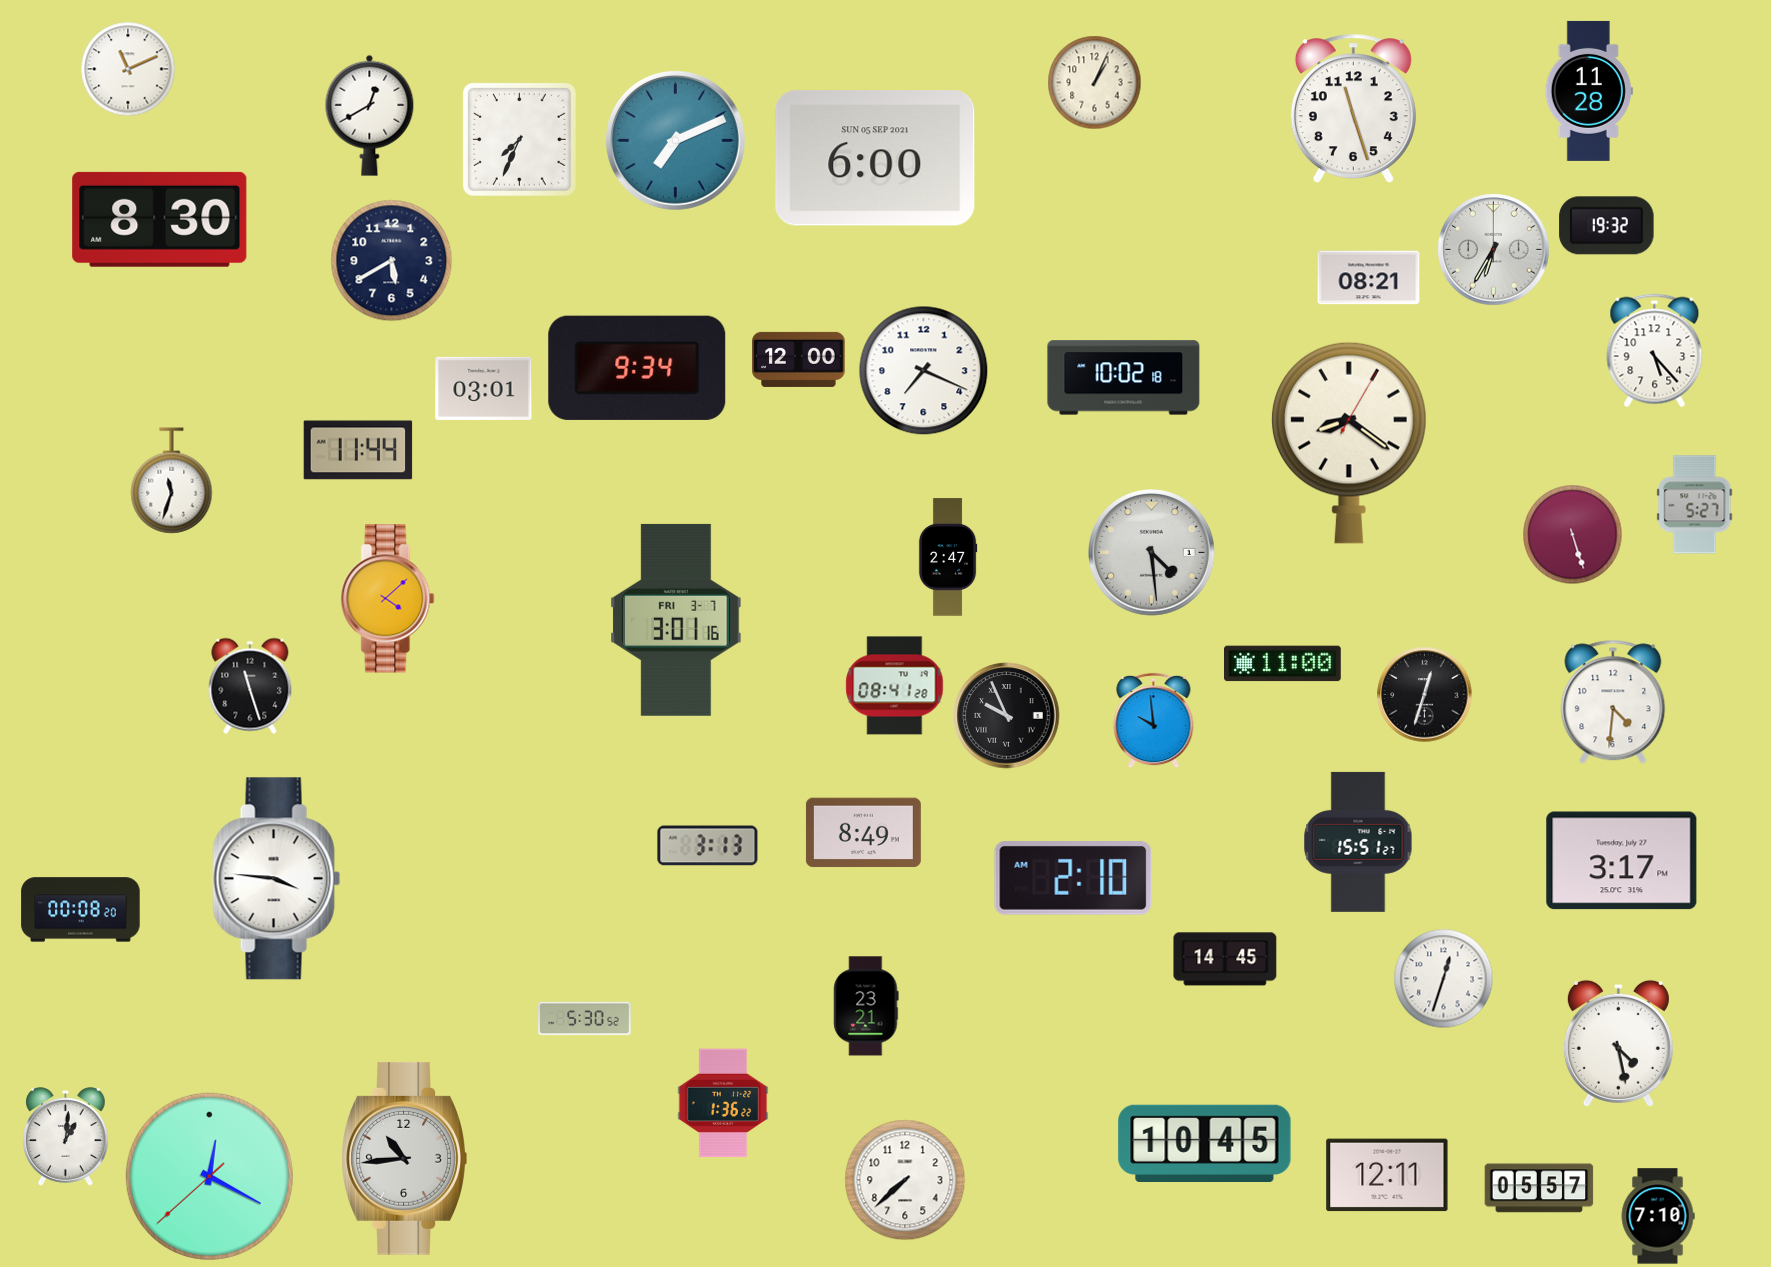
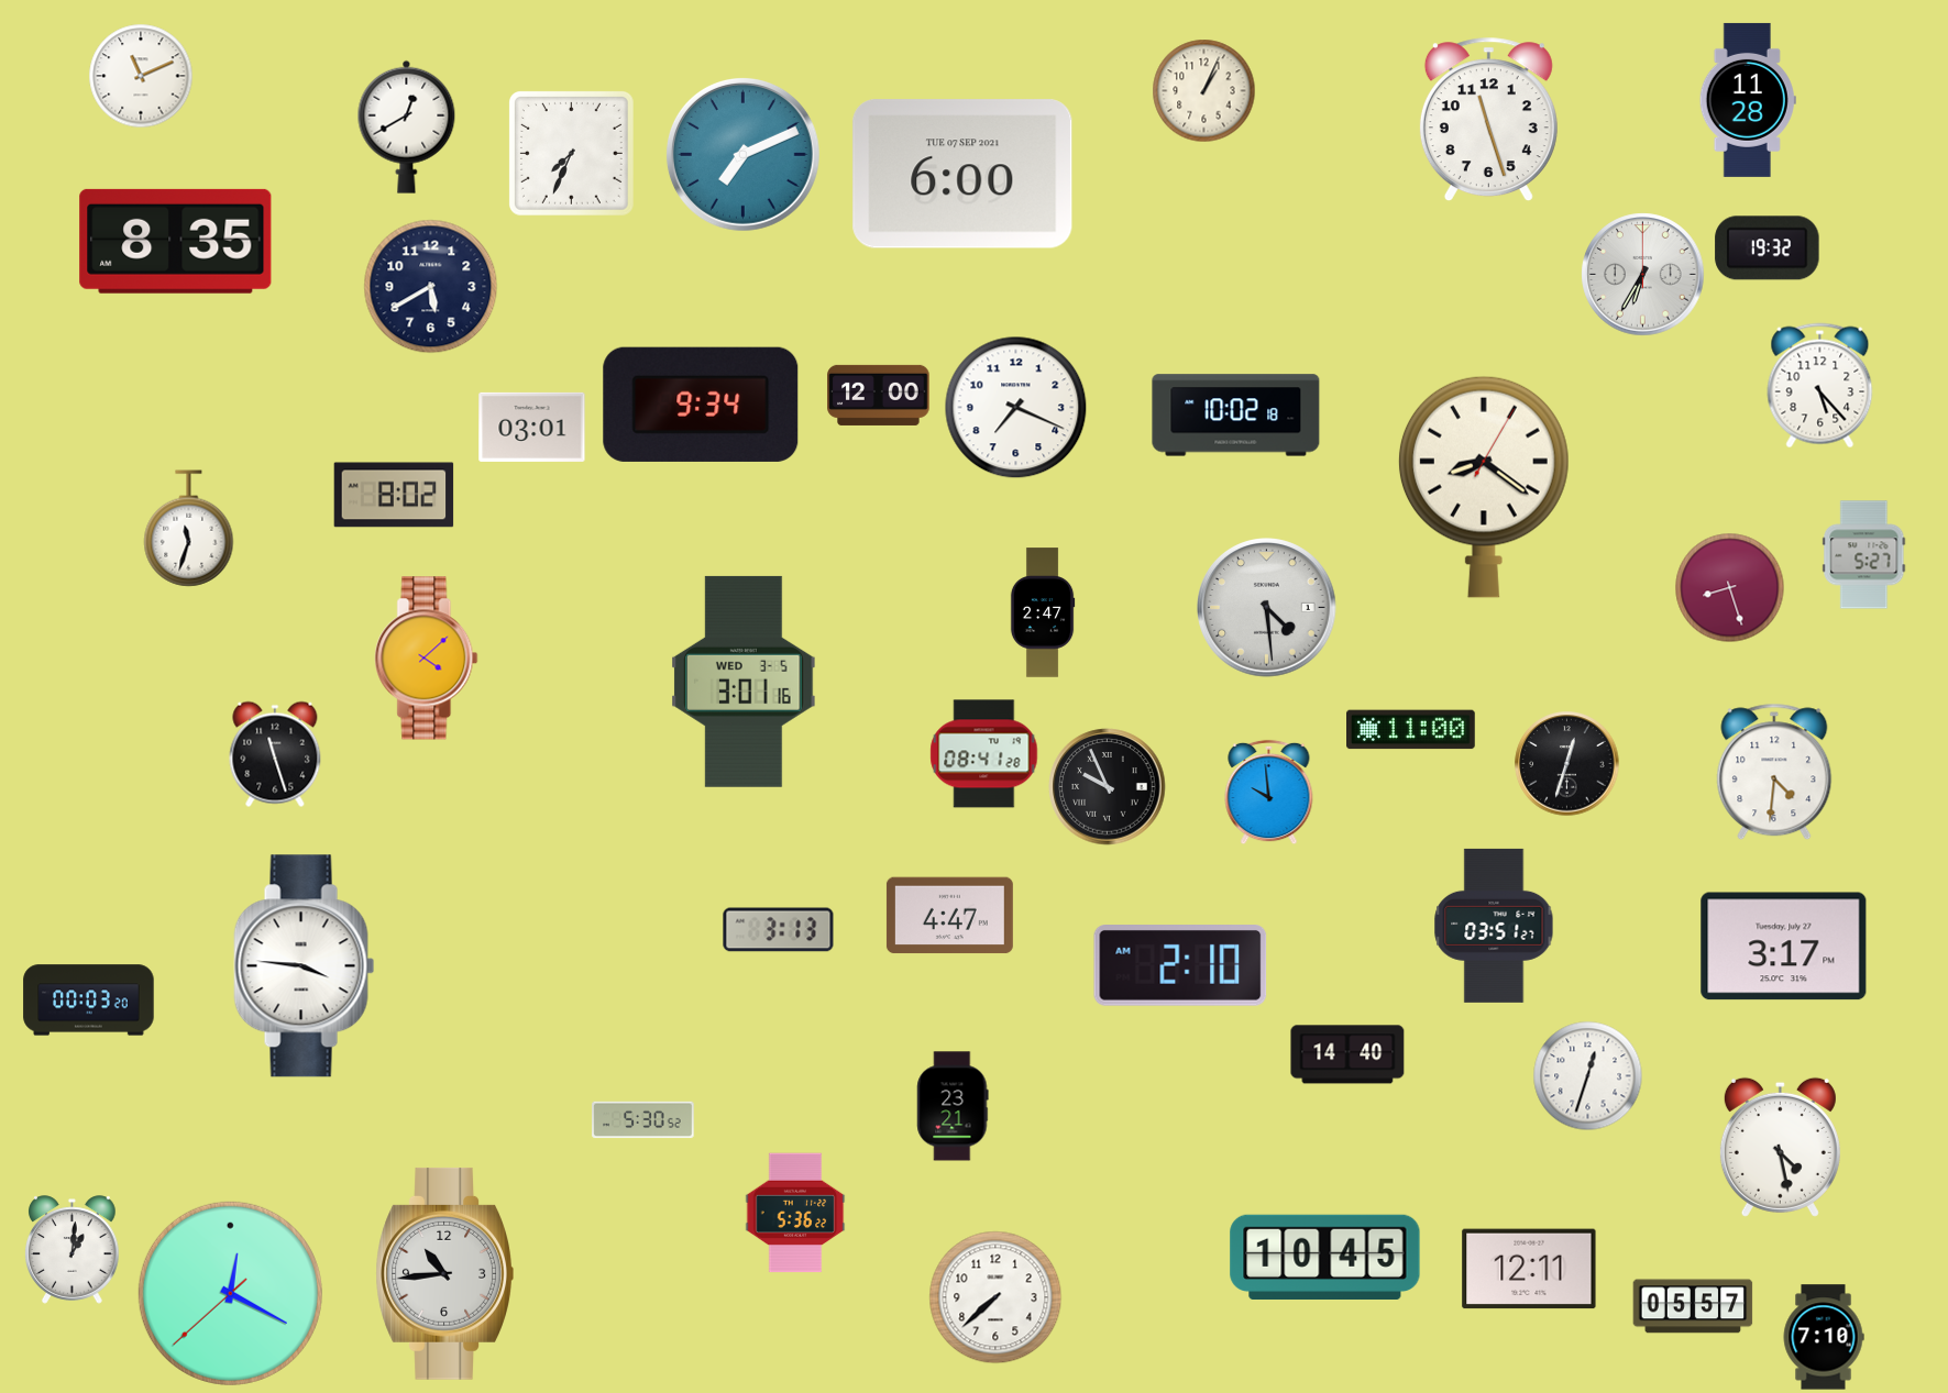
clock at (875, 158) date: SUN 05 SEP 2021 -> TUE 07 SEP 2021
clock at (160, 219): 8:30 -> 8:35
clock at (1369, 278): 08:21 -> none
clock at (358, 450): 11:44 -> 8:02
clock at (1573, 535): 5:27 -> 8:27
clock at (676, 620) date: FRI 3-7 -> WED 3-5
clock at (863, 833): 8:49 -> 4:47
clock at (1358, 842): 15:51 -> 03:51
clock at (81, 910): 00:08 -> 00:03
clock at (1225, 959): 14:45 -> 14:40
clock at (723, 1103): 1:36 -> 5:36
clock at (1387, 1175) position: (1387, 1175) -> (1529, 1269)
